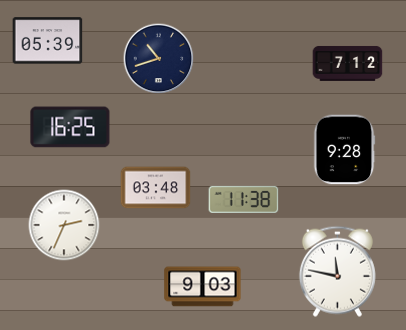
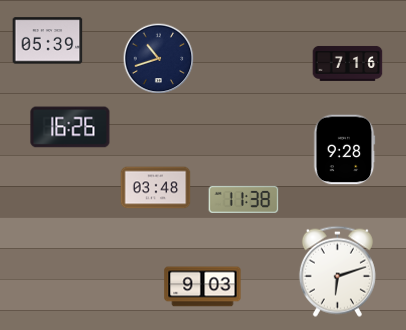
clock at (348, 63): 7:12 -> 7:16
clock at (70, 127): 16:25 -> 16:26
clock at (64, 225): 2:34 -> none
clock at (337, 271): 11:47 -> 6:12
